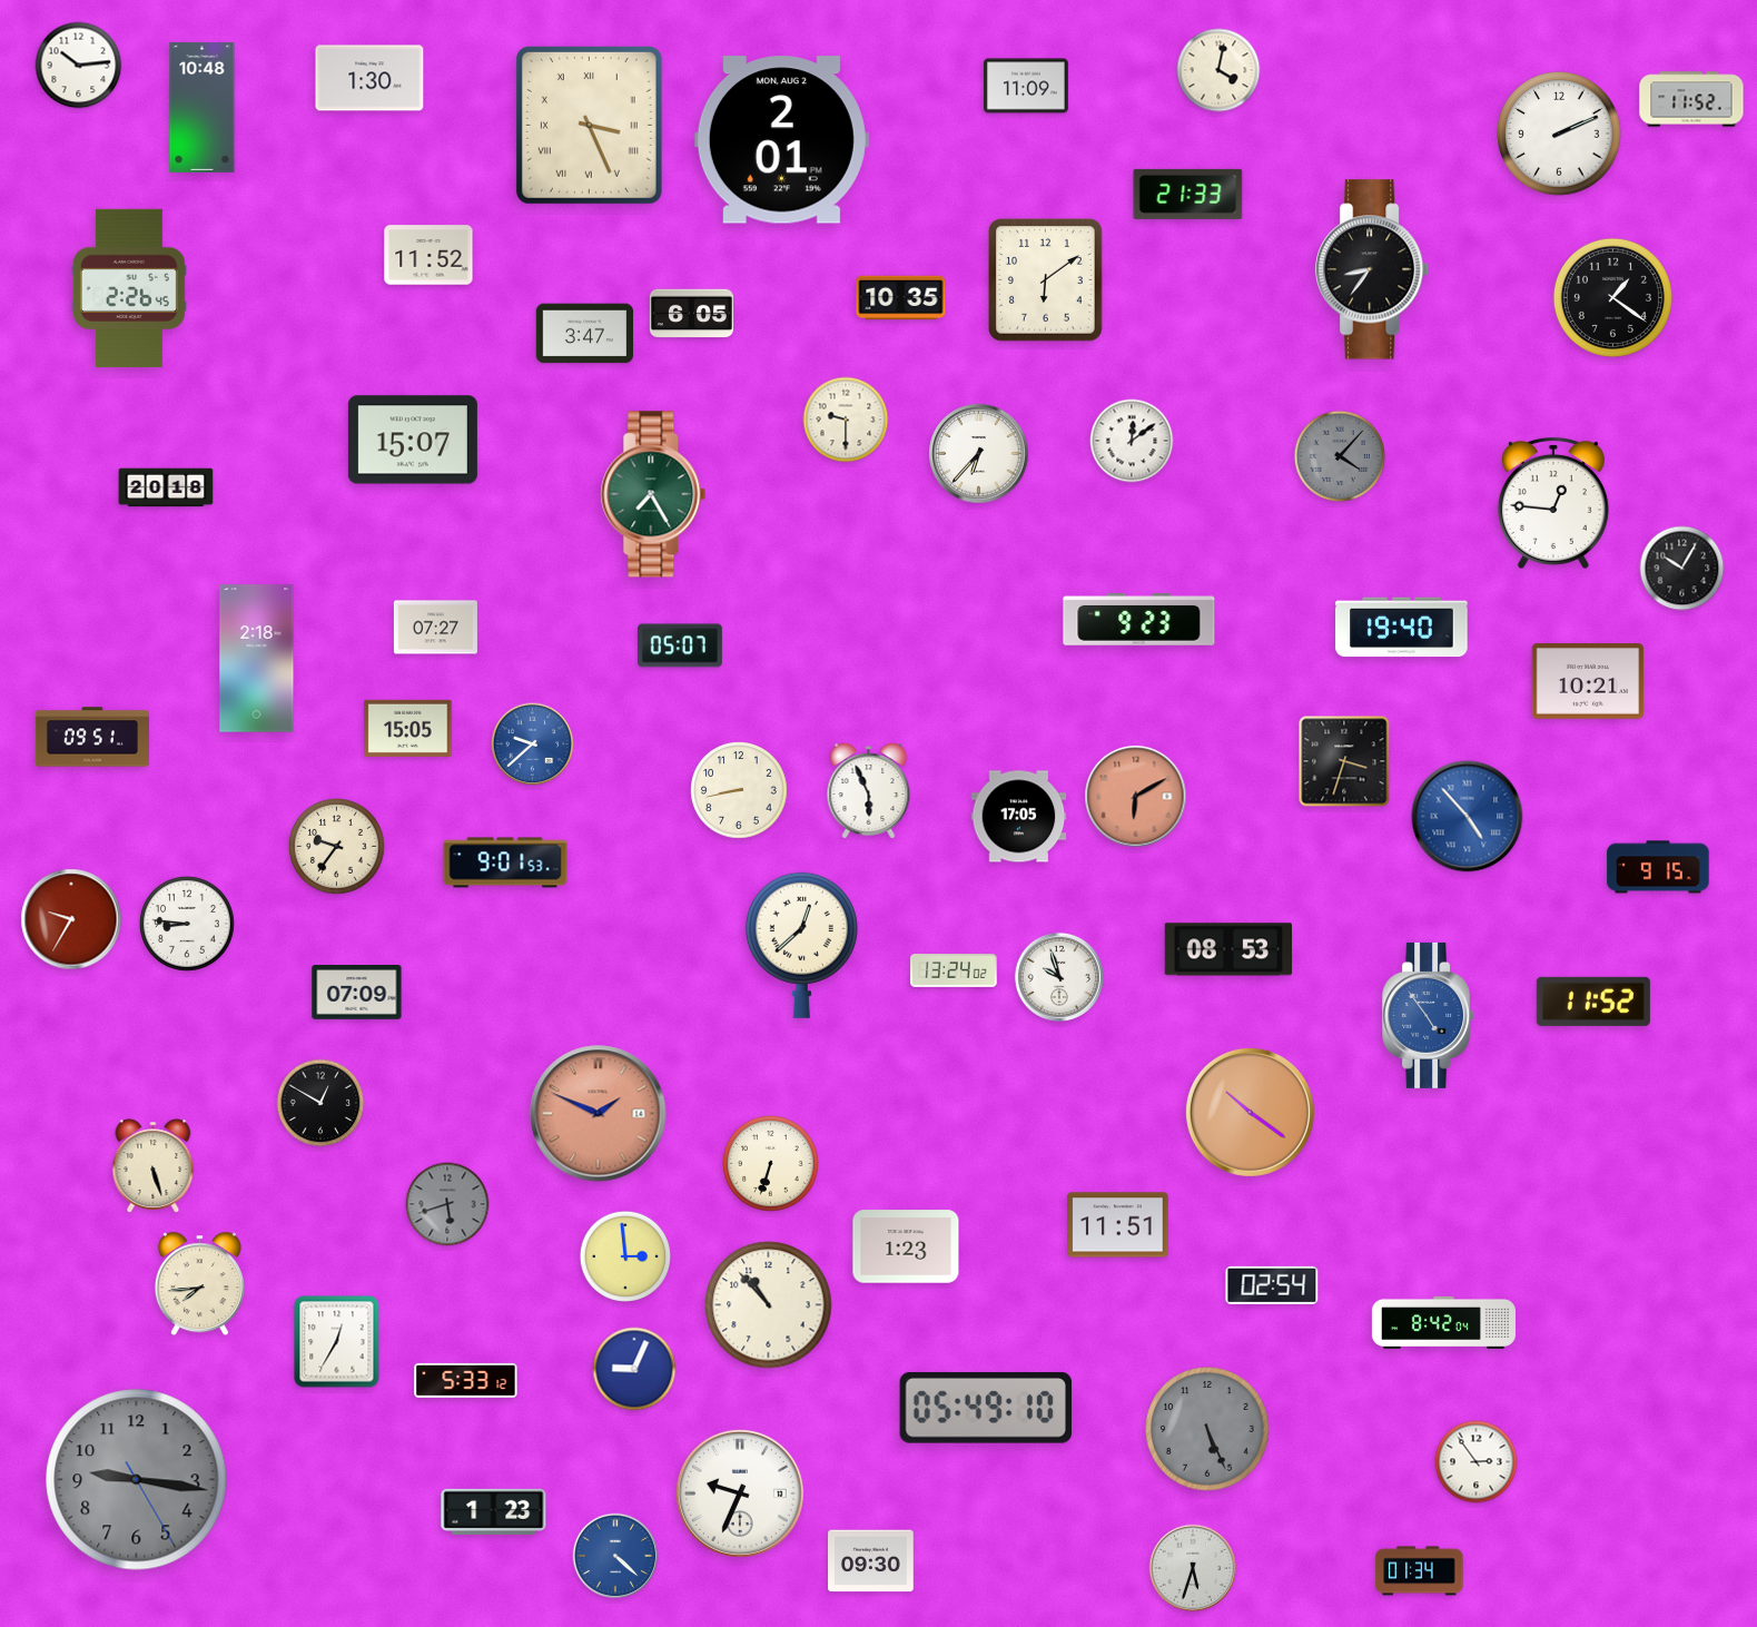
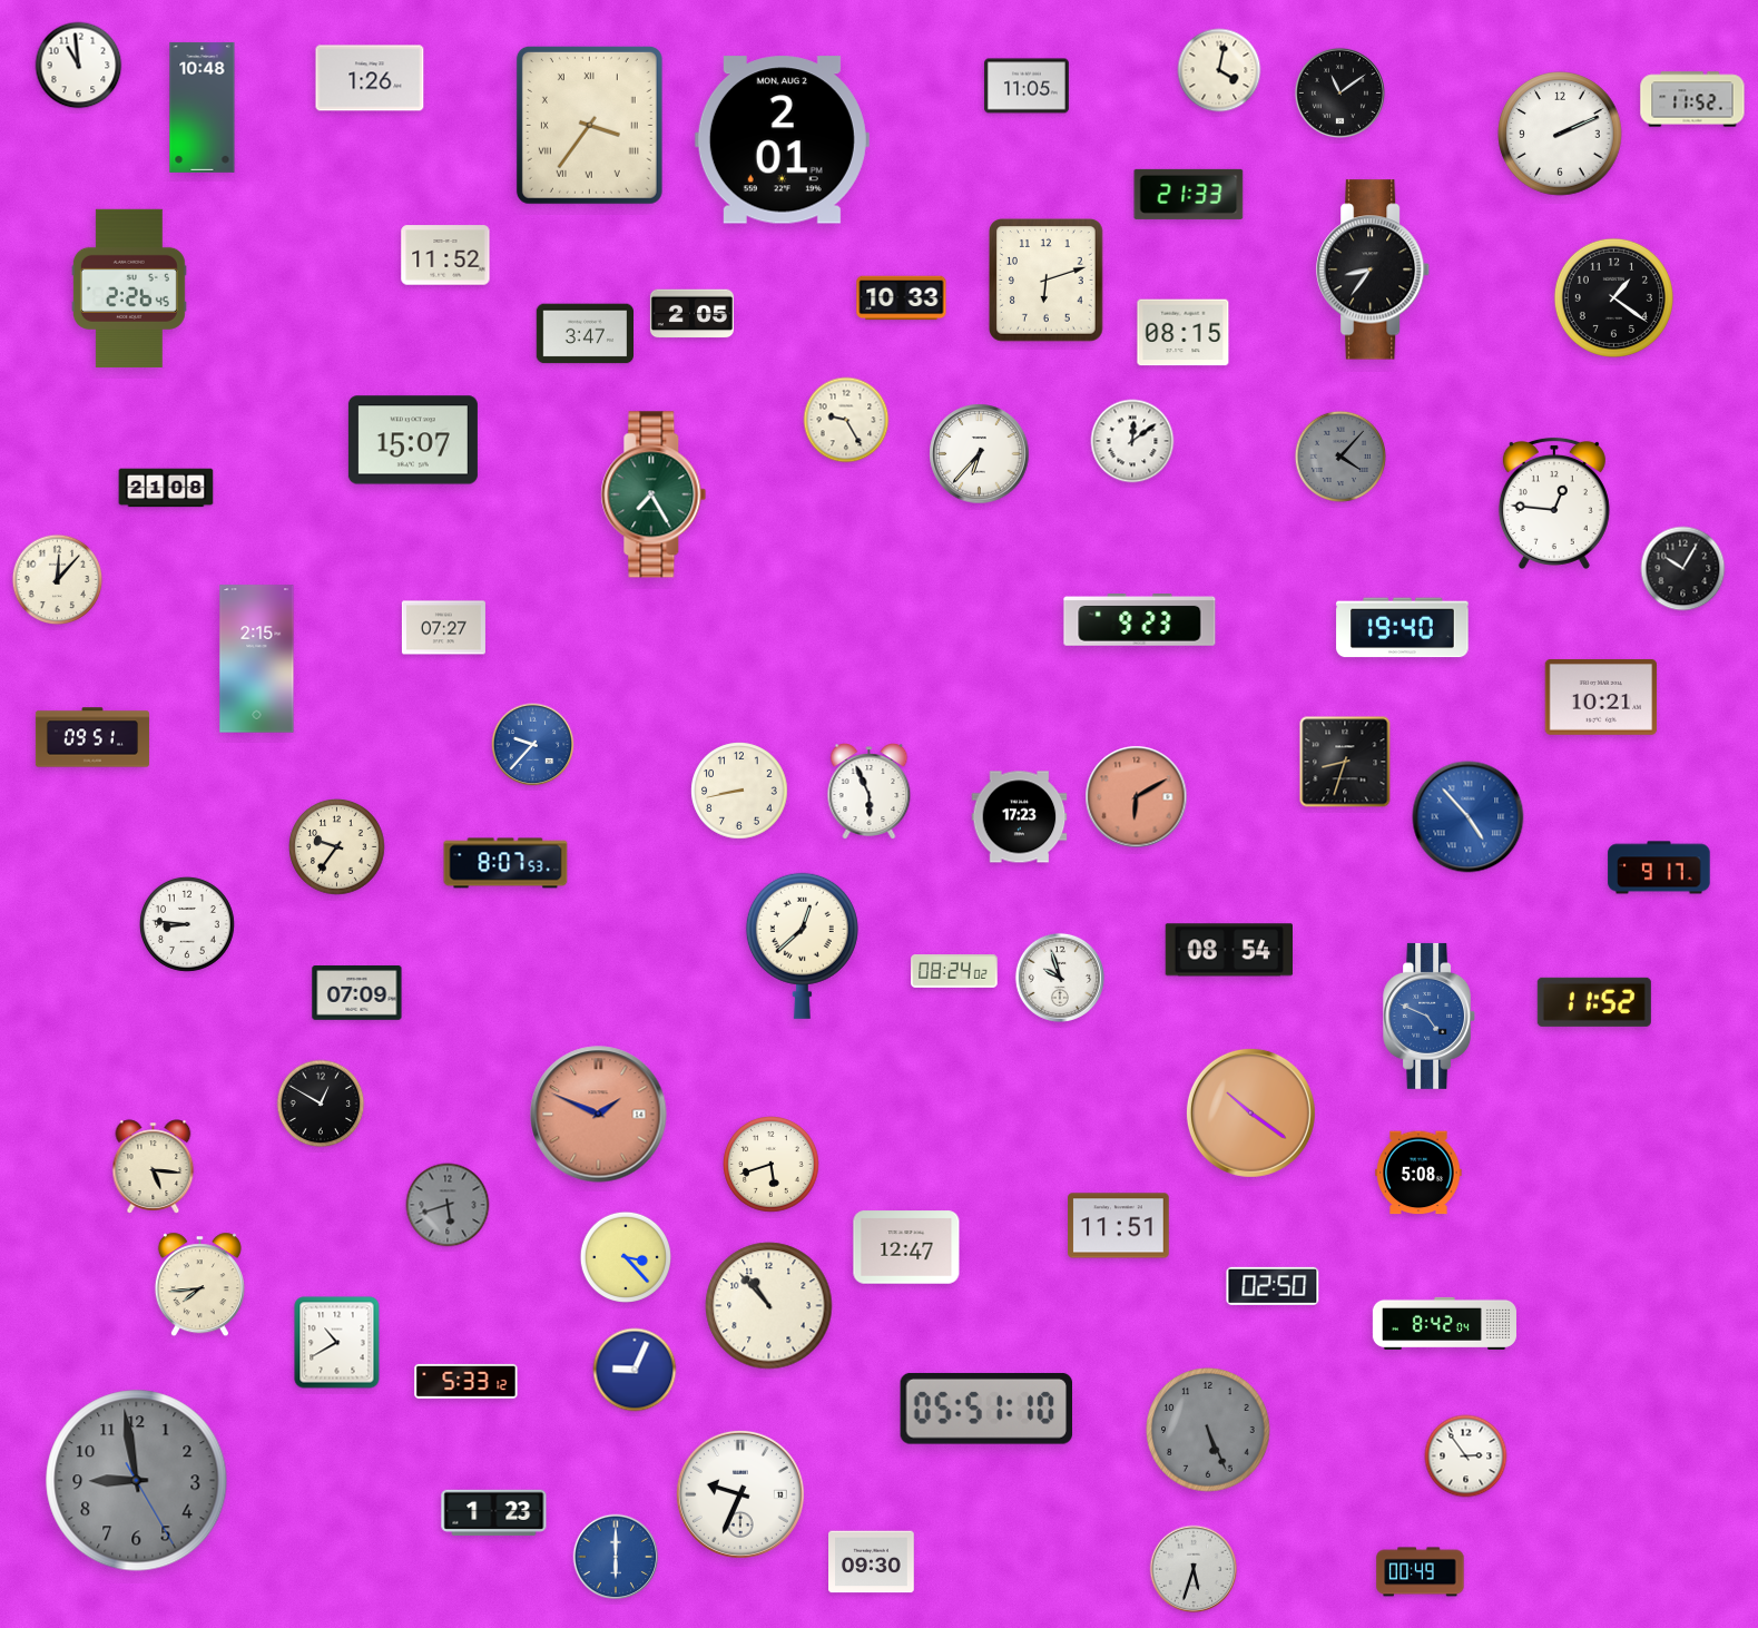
clock at (79, 66): 10:14 -> 10:59
clock at (369, 78): 1:30 -> 1:26
clock at (1026, 86): 11:09 -> 11:05
clock at (1339, 92): none -> 11:09
clock at (589, 125): 3:26 -> 3:36
clock at (428, 255) position: (428, 255) -> (445, 255)
clock at (1046, 280): 6:09 -> 6:12
clock at (901, 298): 10:35 -> 10:33
clock at (691, 314): 6:05 -> 2:05
clock at (1184, 333): none -> 08:15
clock at (846, 420): 9:30 -> 9:25
clock at (166, 487): 20:18 -> 21:08
clock at (58, 580): none -> 12:07
clock at (435, 628) position: (435, 628) -> (443, 628)
clock at (680, 645): 05:07 -> none
clock at (257, 659): 2:18 -> 2:15
clock at (1588, 682) position: (1588, 682) -> (1601, 698)
clock at (408, 728): 15:05 -> none
clock at (533, 745): 9:38 -> 9:37
clock at (1344, 761): 3:33 -> 8:33
clock at (1019, 817): 17:05 -> 17:23
clock at (505, 862): 9:01 -> 8:07
clock at (1658, 867): 9:15 -> 9:17
clock at (71, 919): 9:35 -> none
clock at (1227, 949): 08:53 -> 08:54
clock at (954, 970): 13:24 -> 08:24
clock at (1429, 1015): 4:54 -> 4:49
clock at (771, 1164): 6:33 -> 5:42
clock at (154, 1166): 5:27 -> 5:16
clock at (1418, 1173): none -> 5:08
clock at (906, 1246): 1:23 -> 12:47
clock at (624, 1255): 2:59 -> 3:23
clock at (1272, 1285): 02:54 -> 02:50
clock at (337, 1342): 12:35 -> 10:40
clock at (985, 1408): 05:49 -> 05:51
clock at (1477, 1462) position: (1477, 1462) -> (1466, 1457)
clock at (137, 1480): 9:16 -> 8:58
clock at (615, 1556): 4:22 -> 6:00
clock at (1420, 1571): 01:34 -> 00:49
